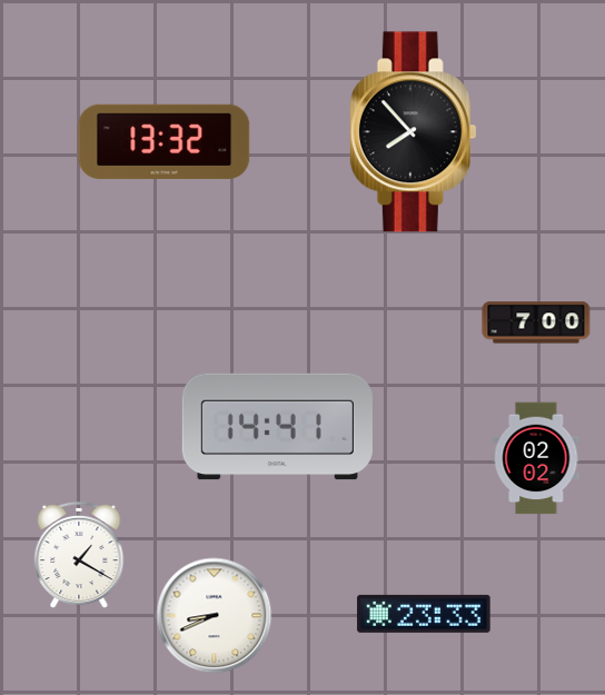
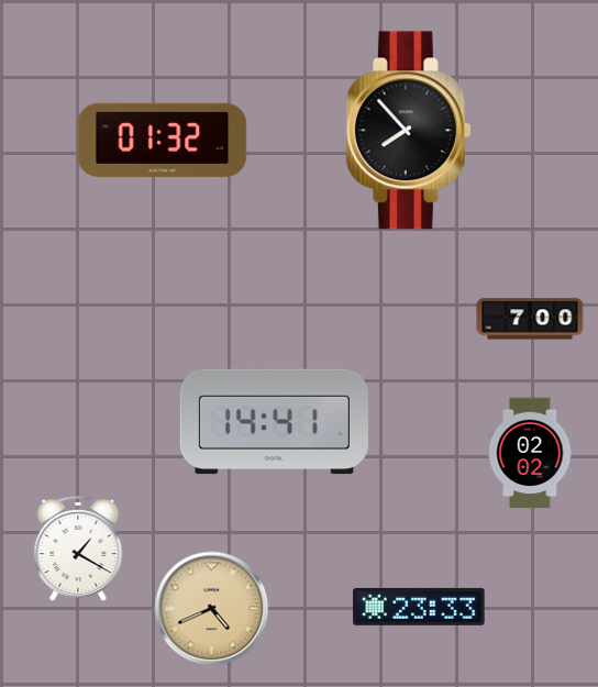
clock at (165, 141): 13:32 -> 01:32
clock at (215, 616): 8:41 -> 4:41
clock at (215, 616) dial: white -> champagne
